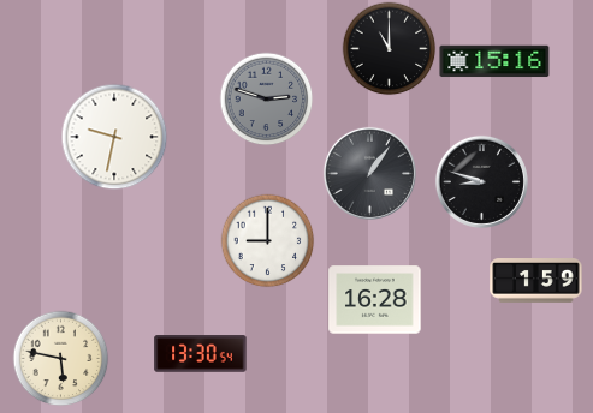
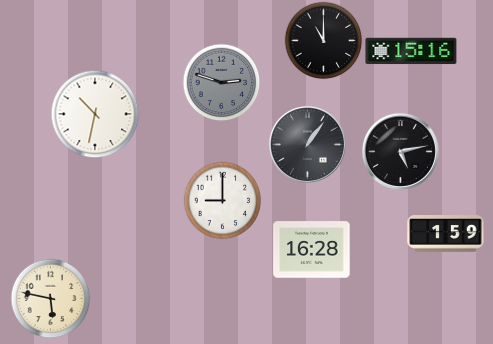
clock at (114, 137): 9:32 -> 10:32
clock at (481, 181): 8:48 -> 5:13
clock at (201, 354): 13:30 -> none
